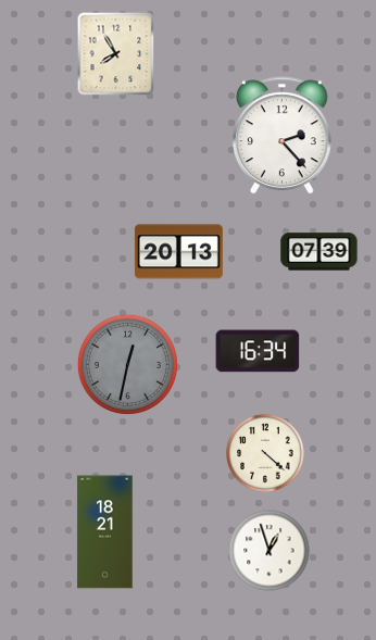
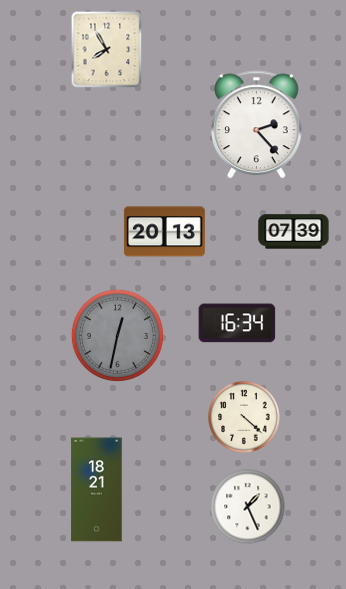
clock at (283, 136) position: (283, 136) -> (257, 125)
clock at (270, 551): 12:57 -> 1:26
